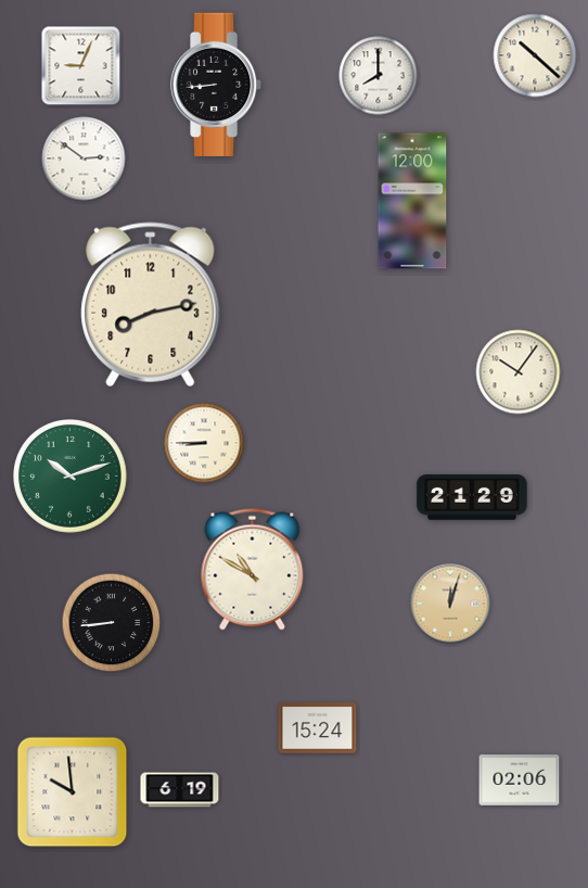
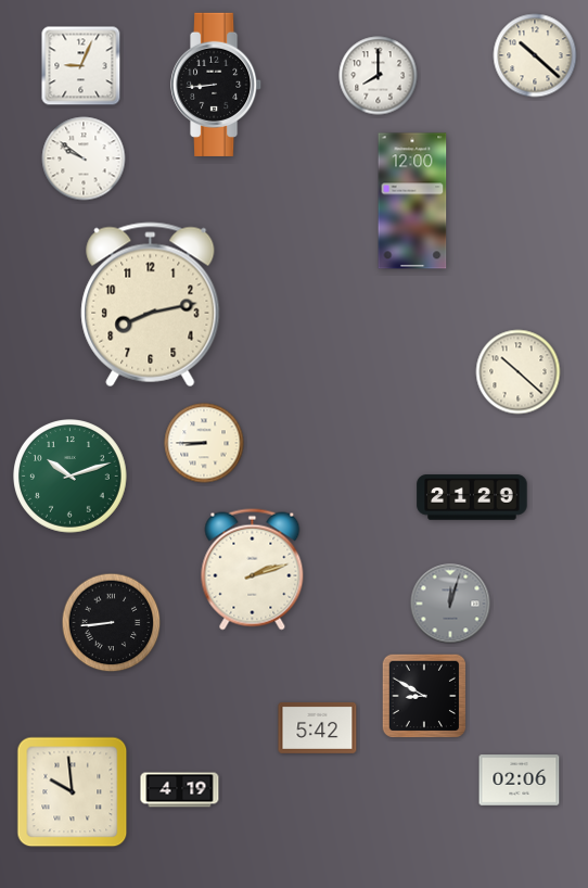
clock at (84, 158): 2:51 -> 9:51
clock at (519, 372): 10:06 -> 10:22
clock at (253, 570): 10:50 -> 2:12
clock at (450, 604) dial: champagne -> grey
clock at (424, 696): none -> 8:50
clock at (318, 727): 15:24 -> 5:42
clock at (180, 790): 6:19 -> 4:19
